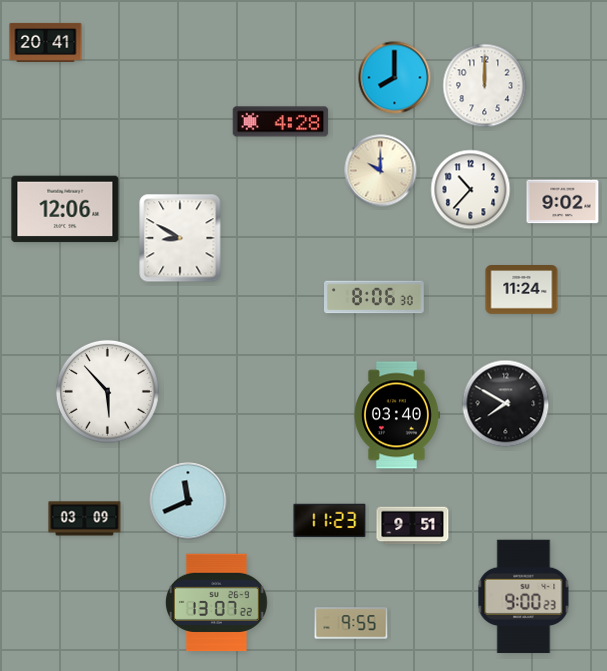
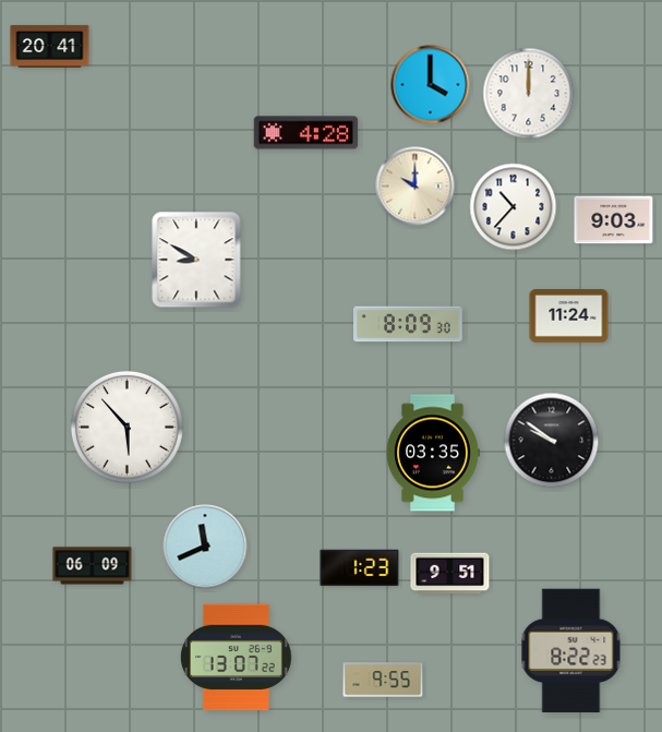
clock at (395, 78): 8:00 -> 4:00
clock at (563, 202): 9:02 -> 9:03
clock at (65, 209): 12:06 -> none
clock at (375, 297): 8:06 -> 8:09
clock at (107, 391) position: (107, 391) -> (127, 427)
clock at (506, 404): 7:50 -> 9:51
clock at (396, 415): 03:40 -> 03:35
clock at (85, 519): 03:09 -> 06:09
clock at (330, 521): 11:23 -> 1:23
clock at (524, 597): 9:00 -> 8:22
